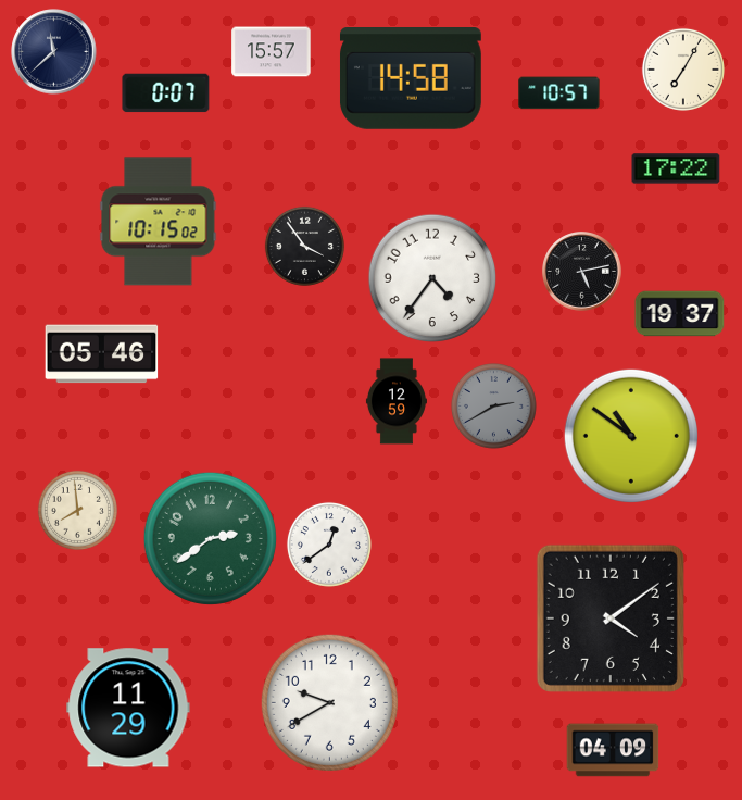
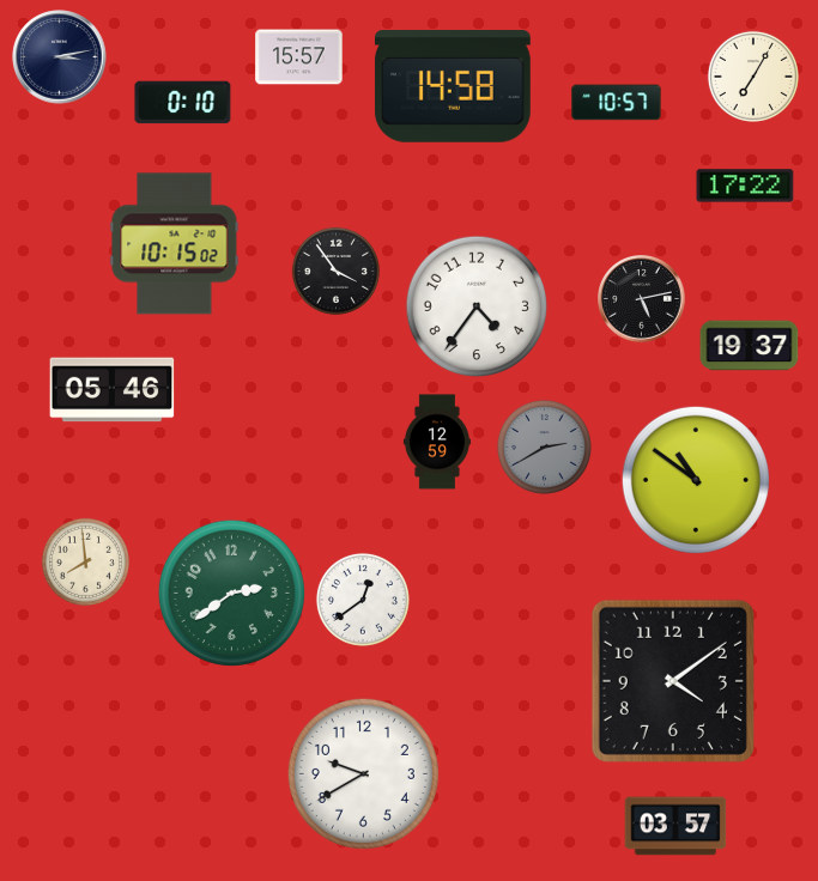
clock at (54, 52): 11:38 -> 3:13
clock at (166, 93): 0:07 -> 0:10
clock at (128, 708): 11:29 -> none
clock at (613, 750): 04:09 -> 03:57
